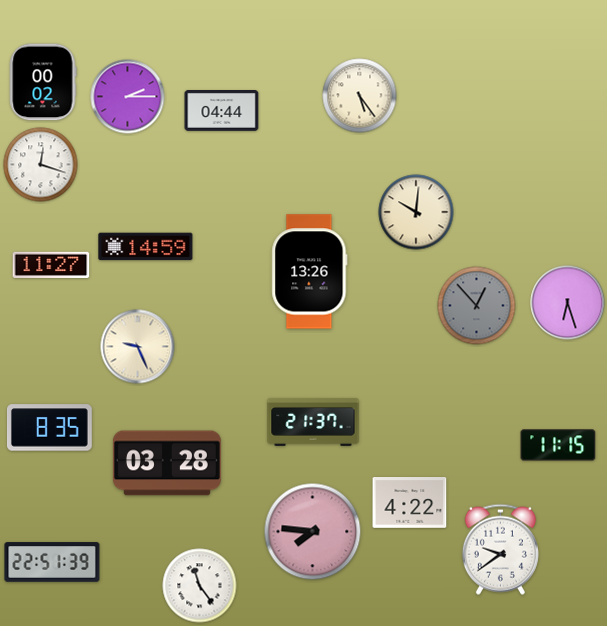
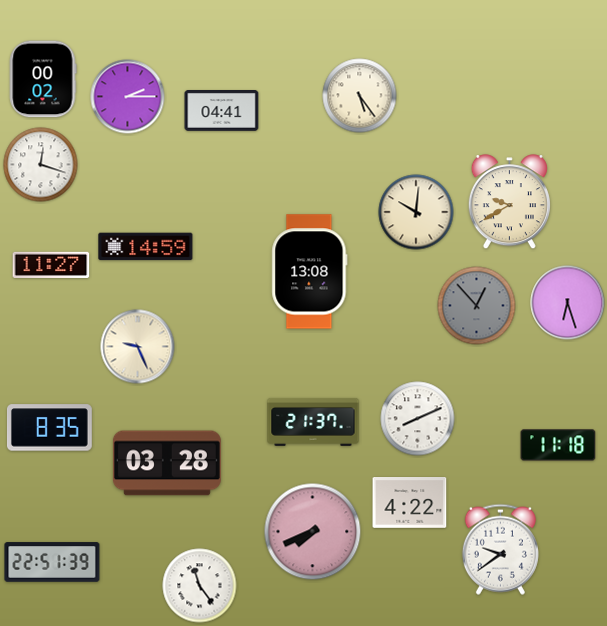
clock at (43, 82) position: (43, 82) -> (43, 79)
clock at (222, 111): 04:44 -> 04:41
clock at (509, 202): none -> 9:40
clock at (310, 272): 13:26 -> 13:08
clock at (418, 419): none -> 8:11
clock at (558, 445): 11:15 -> 11:18
clock at (313, 532): 7:46 -> 7:41
